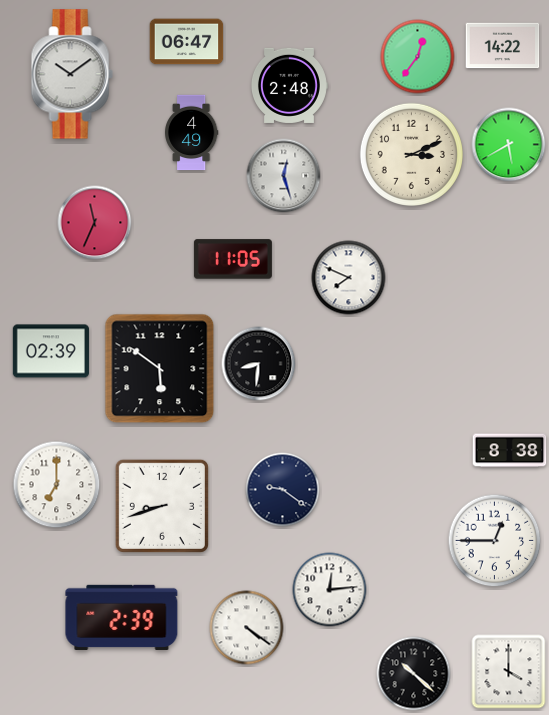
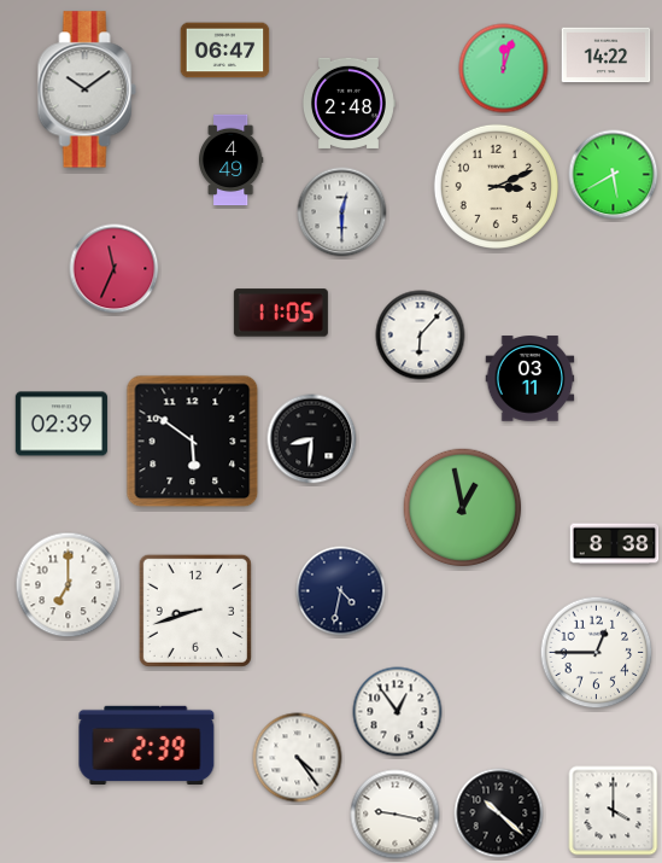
clock at (418, 57): 12:36 -> 12:03
clock at (284, 176): 12:27 -> 12:30
clock at (349, 278): 7:49 -> 6:07
clock at (531, 379): none -> 03:11
clock at (160, 369) position: (160, 369) -> (193, 442)
clock at (463, 508): none -> 12:58
clock at (283, 490): 9:21 -> 4:32
clock at (330, 590): 12:14 -> 12:54
clock at (247, 628): 4:21 -> 4:24
clock at (396, 815): none -> 9:17
